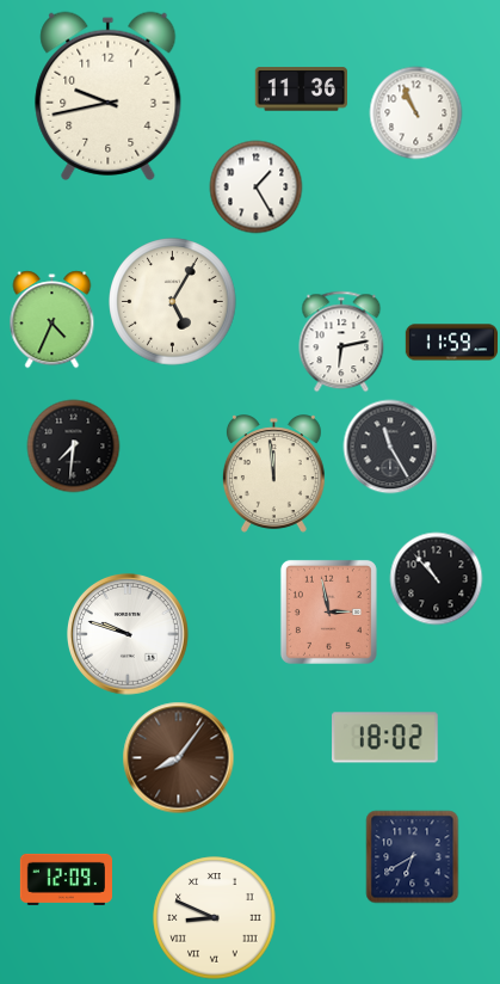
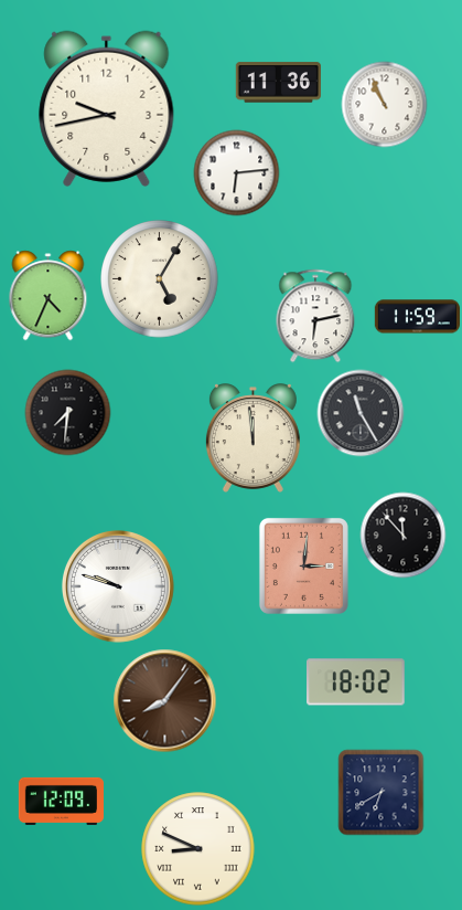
clock at (109, 96) position: (109, 96) -> (107, 108)
clock at (255, 186): 1:25 -> 6:14
clock at (436, 578): 10:53 -> 11:53
clock at (328, 611): 2:58 -> 3:01
clock at (66, 879) position: (66, 879) -> (61, 801)
